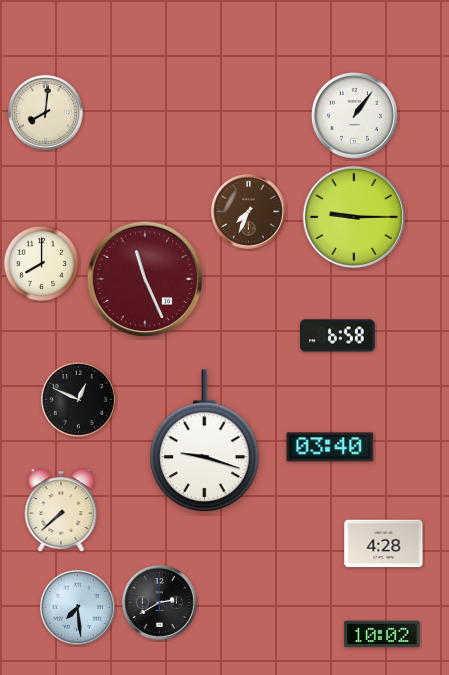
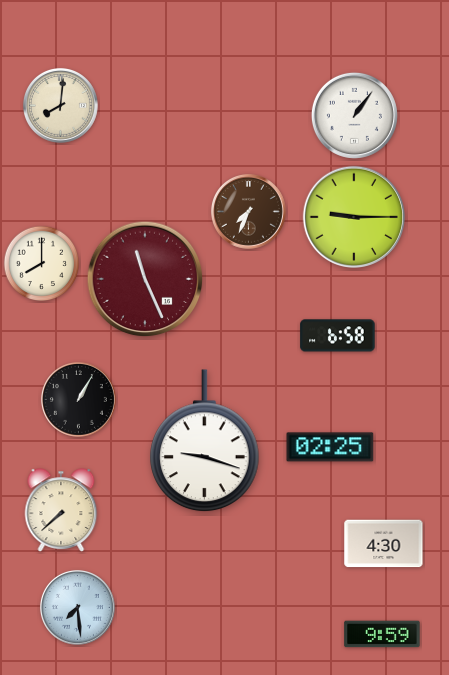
clock at (45, 112) position: (45, 112) -> (60, 105)
clock at (78, 399): 12:49 -> 1:05
clock at (330, 447): 03:40 -> 02:25
clock at (384, 544): 4:28 -> 4:30
clock at (159, 602): 2:40 -> none
clock at (382, 634): 10:02 -> 9:59
